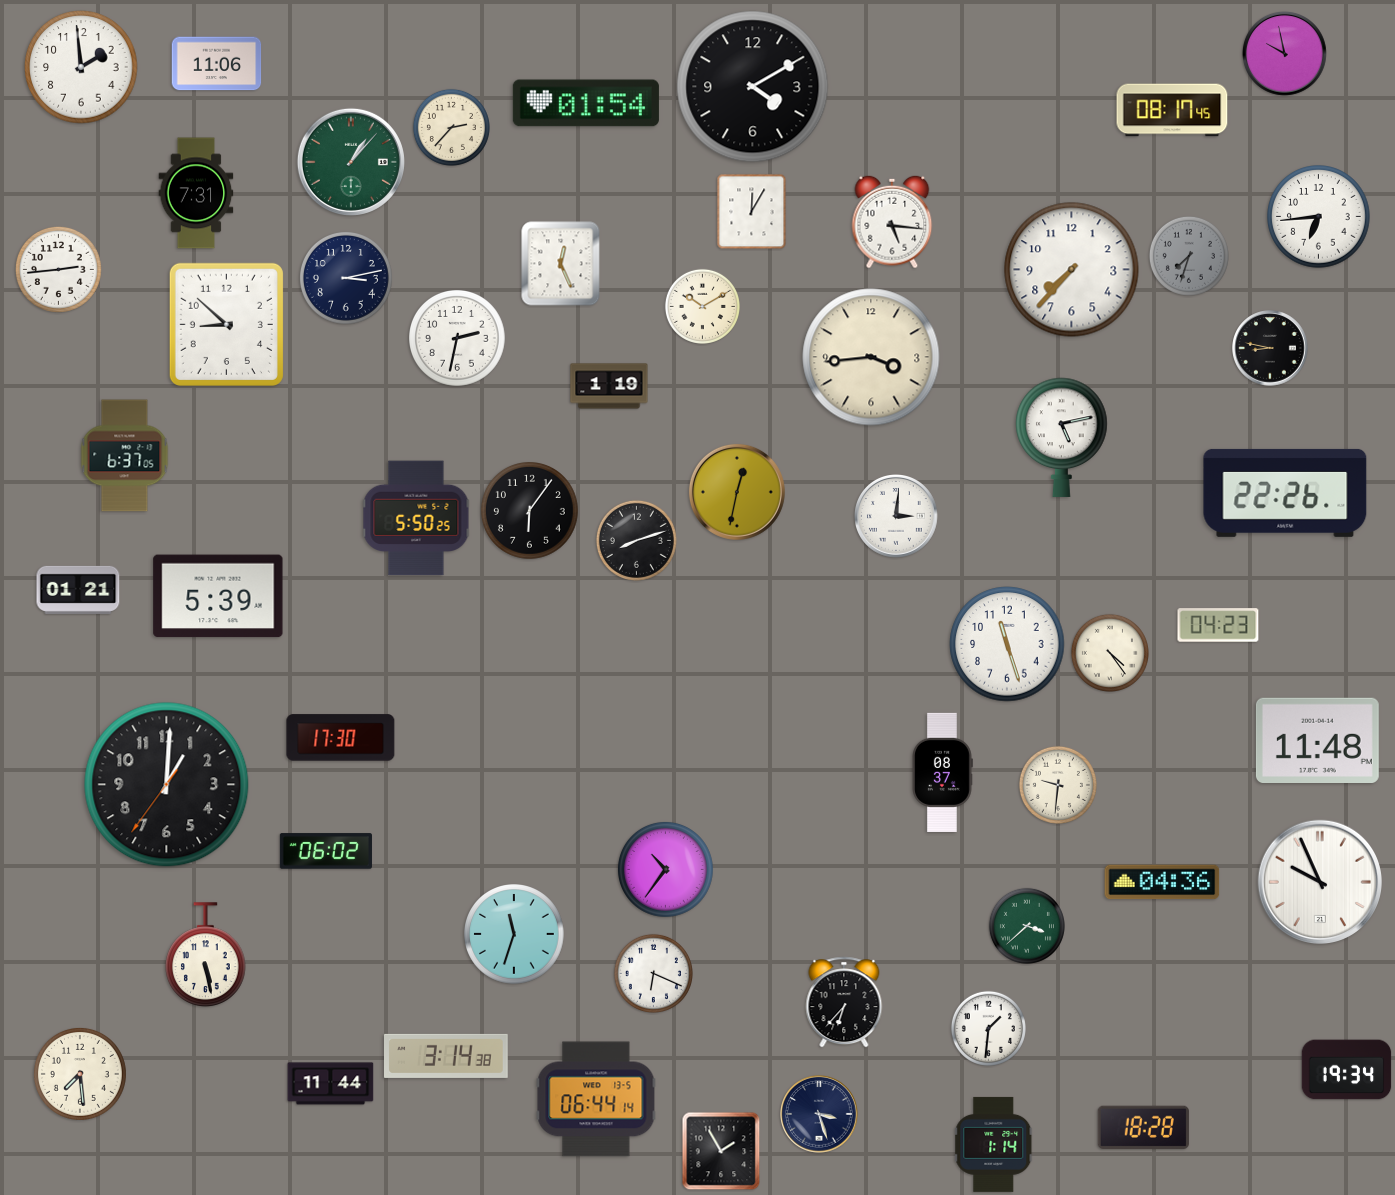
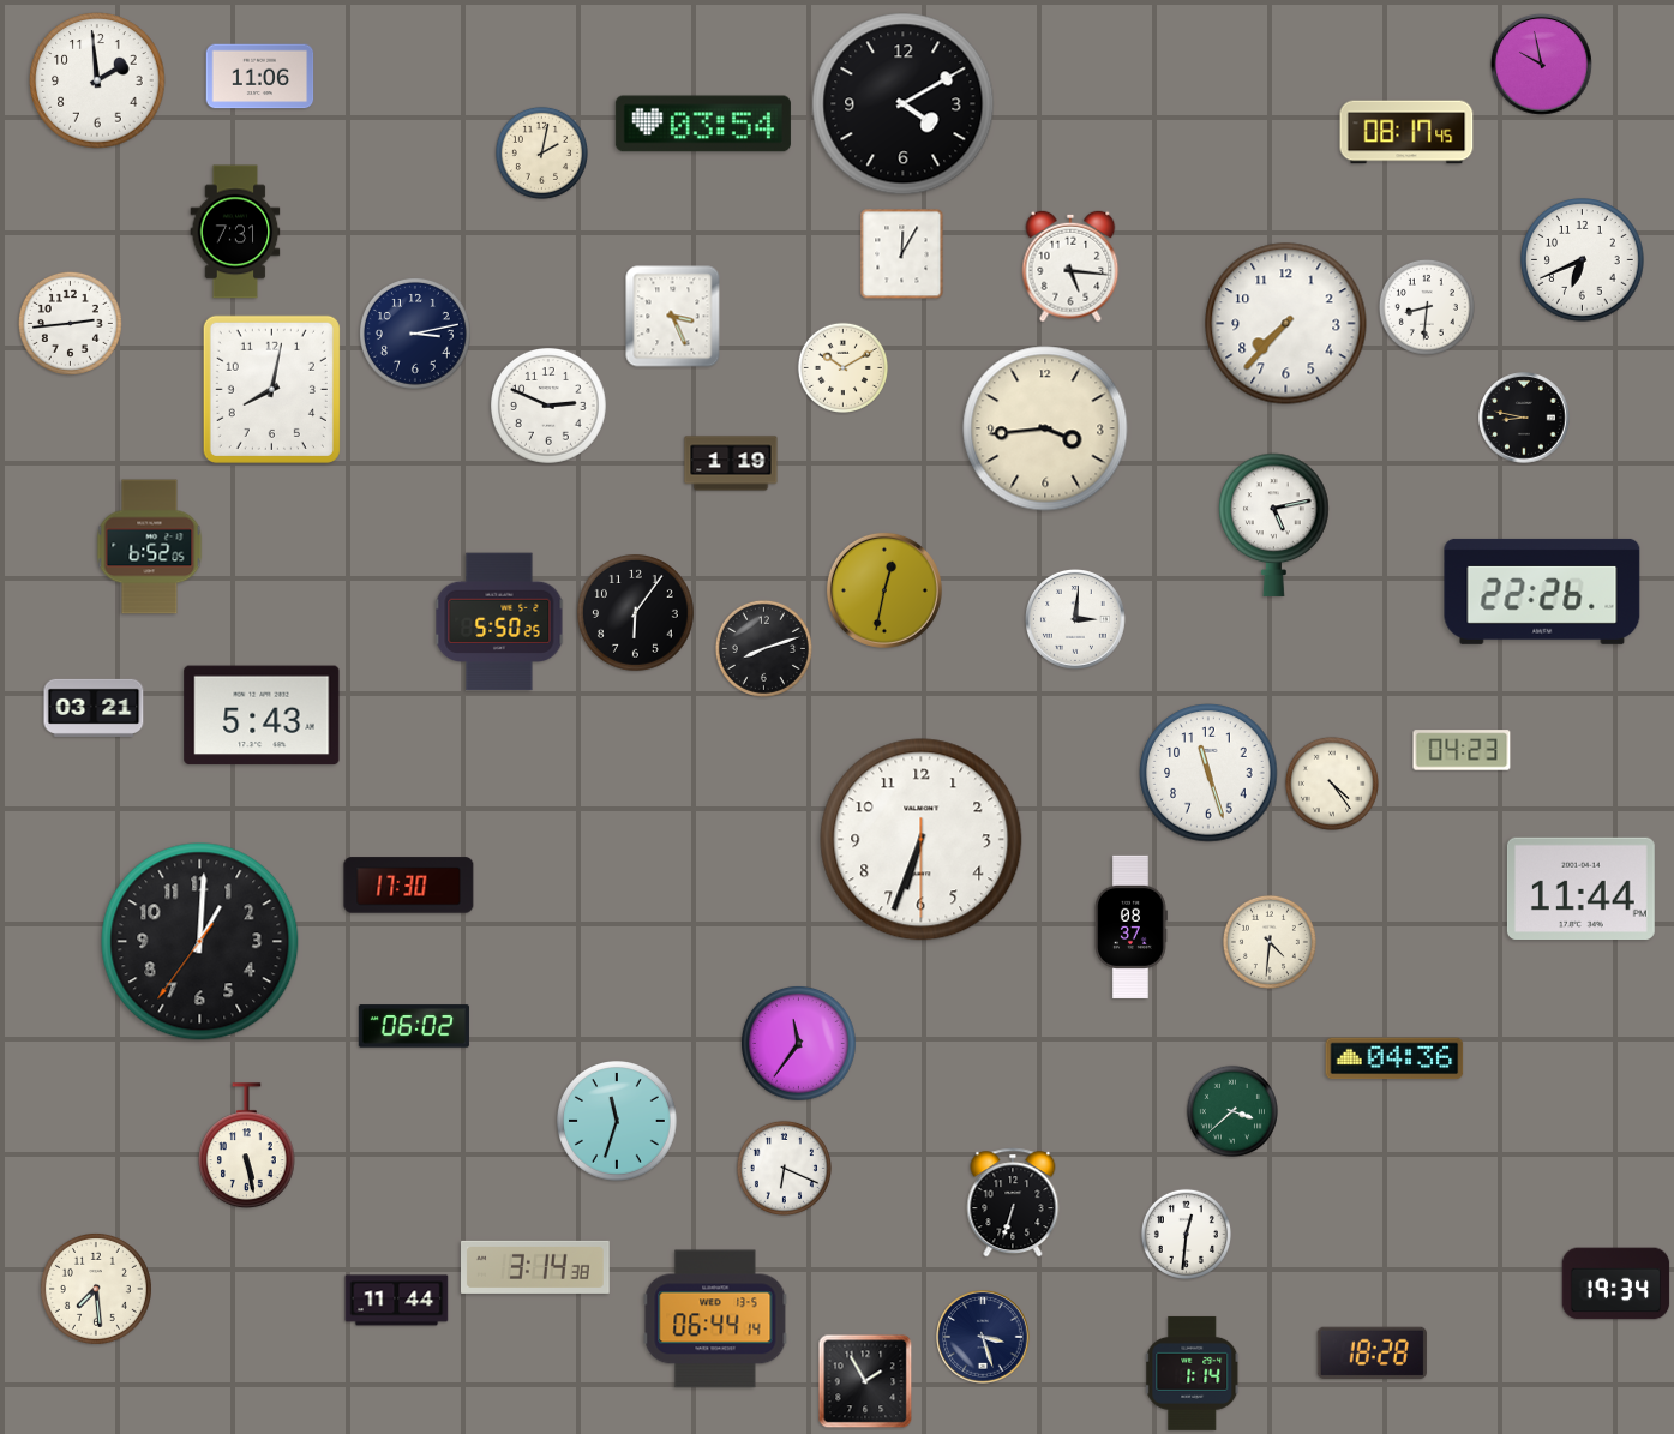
clock at (586, 103): 01:54 -> 03:54
clock at (451, 127): 2:37 -> 2:02
clock at (351, 162): 1:07 -> none
clock at (1319, 217): 6:44 -> 6:41
clock at (1189, 256): 7:33 -> 8:31
clock at (1189, 256) dial: grey -> white
clock at (561, 264): 12:26 -> 3:26
clock at (226, 324): 8:52 -> 8:02
clock at (458, 339): 2:32 -> 2:49
clock at (125, 456): 6:37 -> 6:52
clock at (78, 590): 01:21 -> 03:21
clock at (218, 596): 5:39 -> 5:43
clock at (922, 840): none -> 6:33
clock at (1317, 740): 11:48 -> 11:44
clock at (1058, 785): 9:31 -> 4:31
clock at (326, 851) position: (326, 851) -> (414, 1026)
clock at (666, 870): 10:36 -> 11:36
clock at (1319, 881): 9:56 -> none
clock at (844, 1002): 6:37 -> 6:33
clock at (988, 1028): 1:31 -> 12:31
